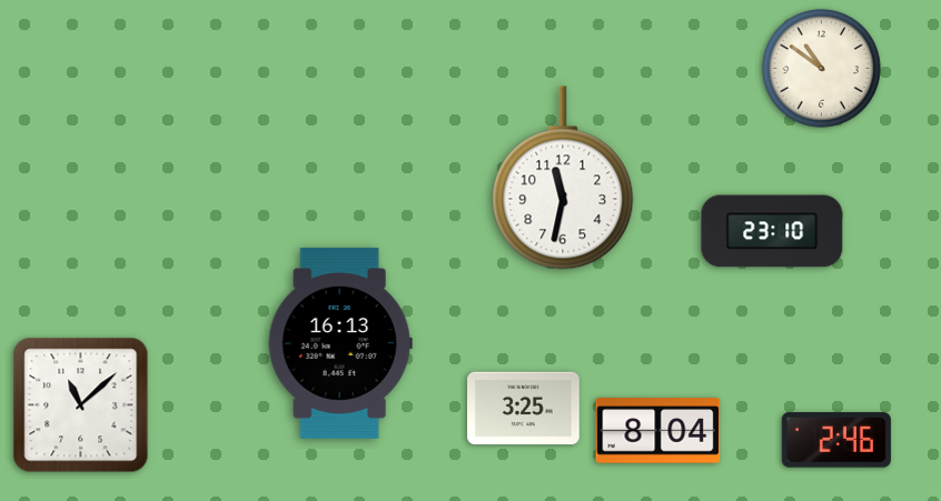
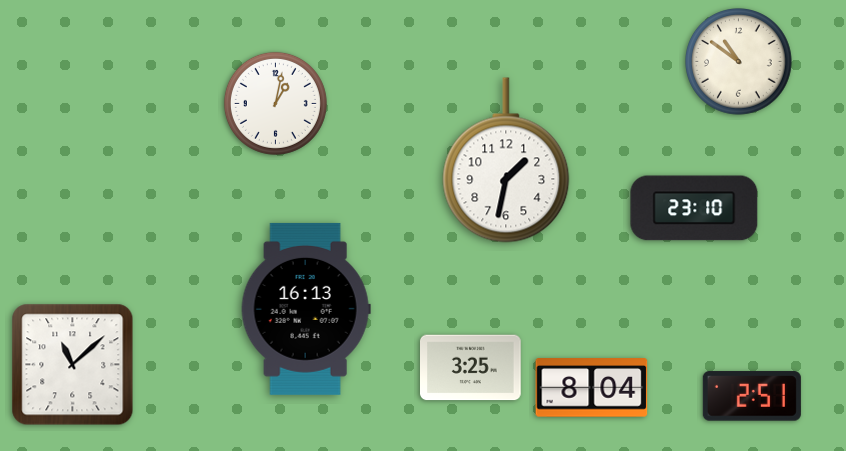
clock at (275, 103): none -> 1:02
clock at (563, 178): 11:32 -> 1:32
clock at (836, 440): 2:46 -> 2:51
